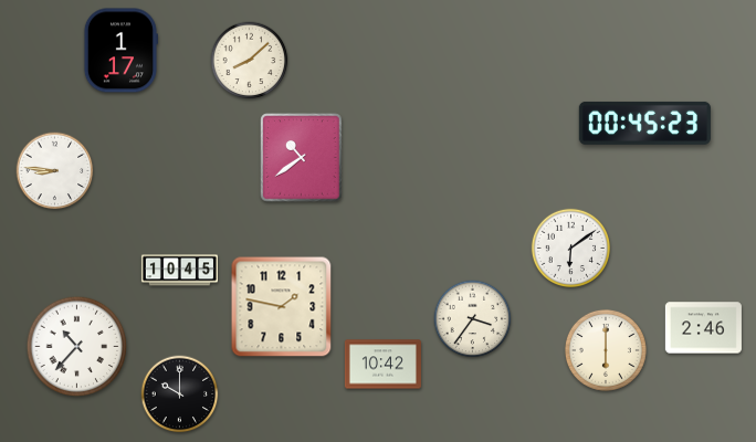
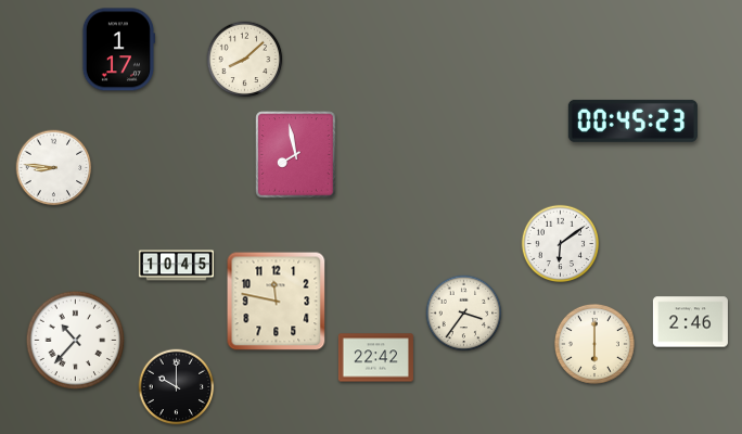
clock at (302, 158): 10:39 -> 7:58
clock at (282, 307): 1:47 -> 11:47
clock at (382, 365): 10:42 -> 22:42
